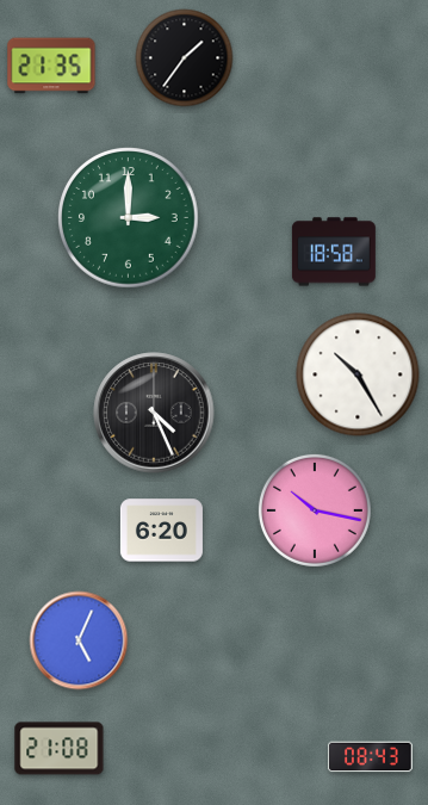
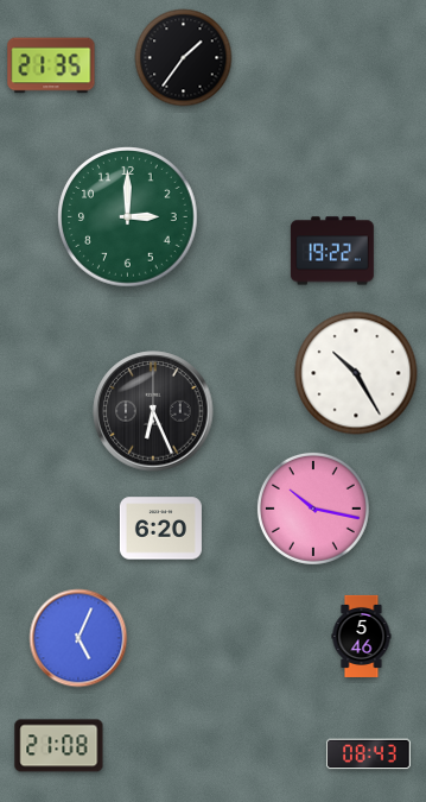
clock at (334, 252): 18:58 -> 19:22
clock at (154, 413): 4:26 -> 6:26
clock at (362, 636): none -> 5:46
